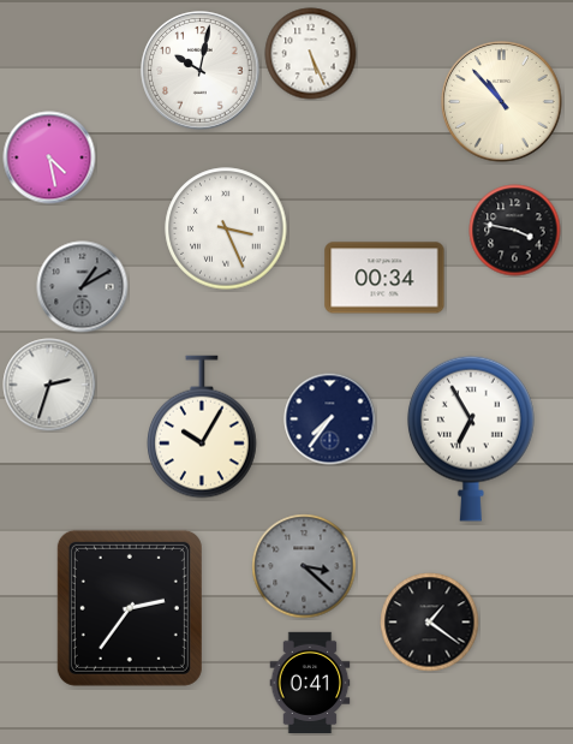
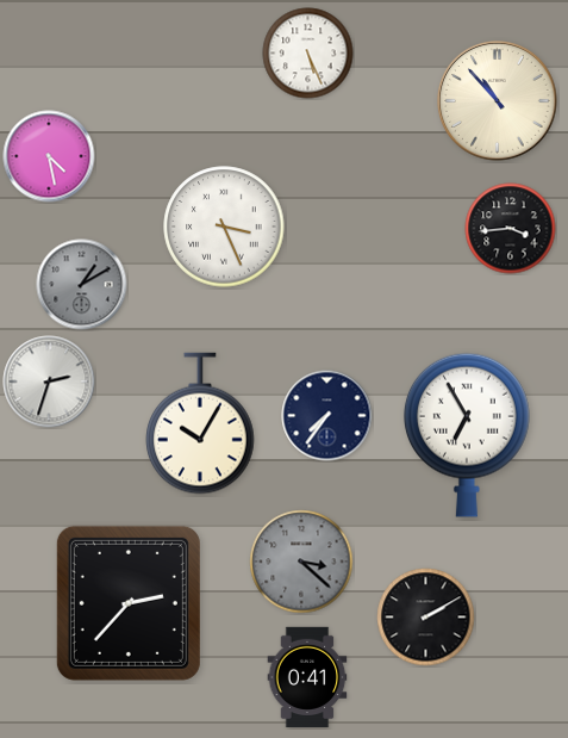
clock at (201, 71): 10:02 -> none
clock at (515, 231): 3:47 -> 3:44
clock at (384, 278): 00:34 -> none
clock at (130, 608): 2:36 -> 2:37
clock at (430, 623): 1:21 -> 2:10
